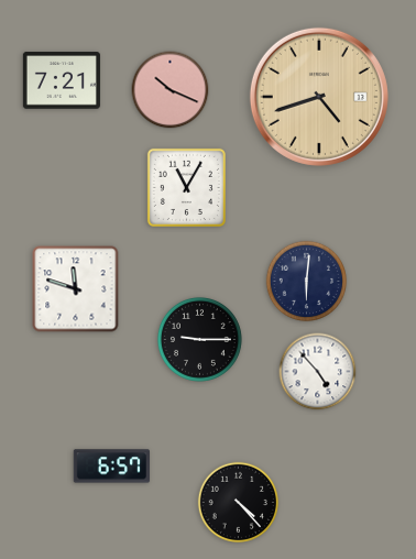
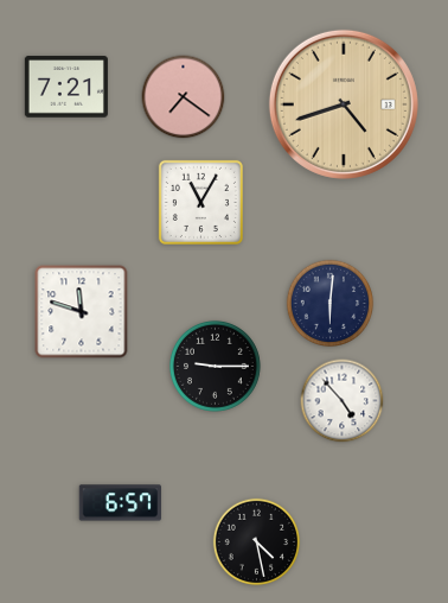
clock at (171, 90): 10:19 -> 7:21
clock at (239, 503): 4:23 -> 4:28
